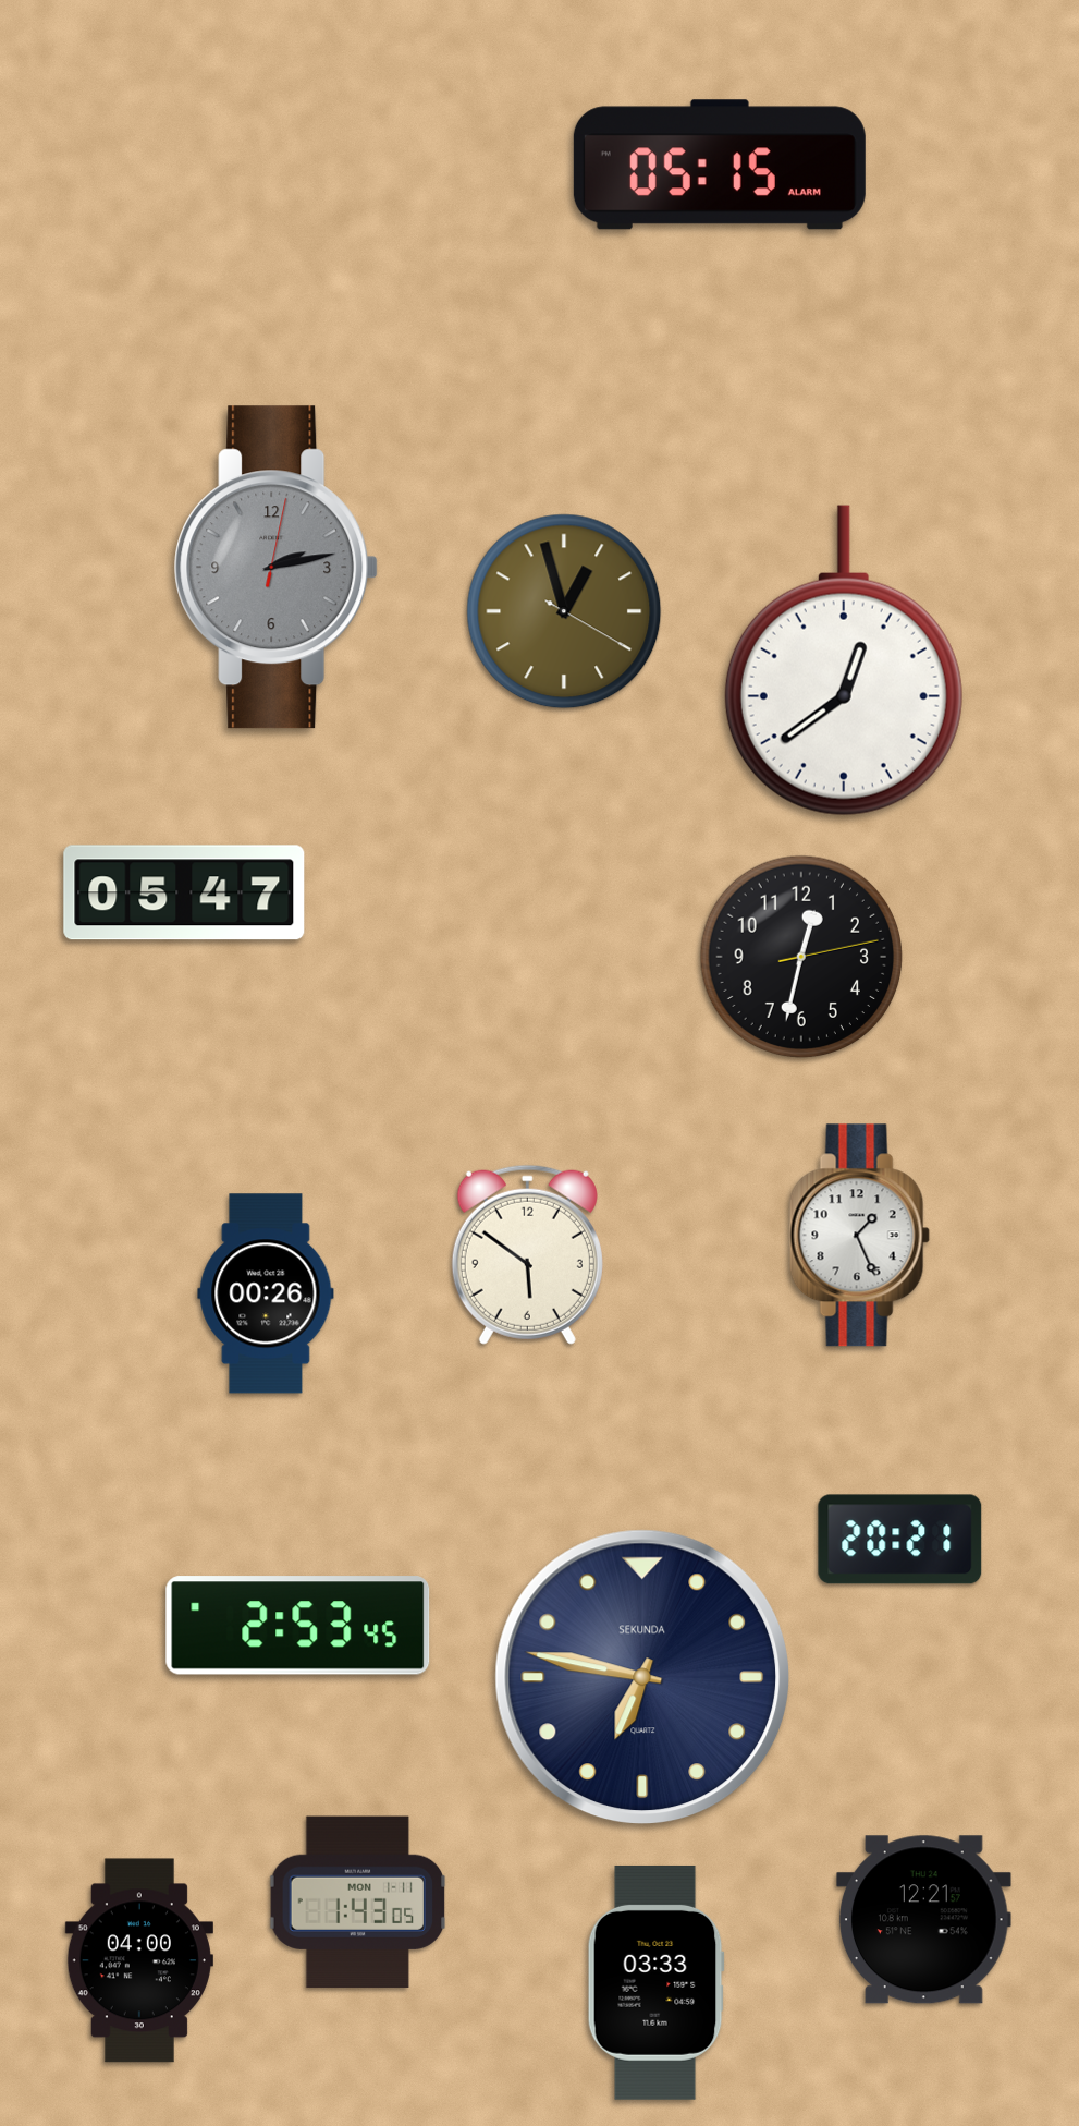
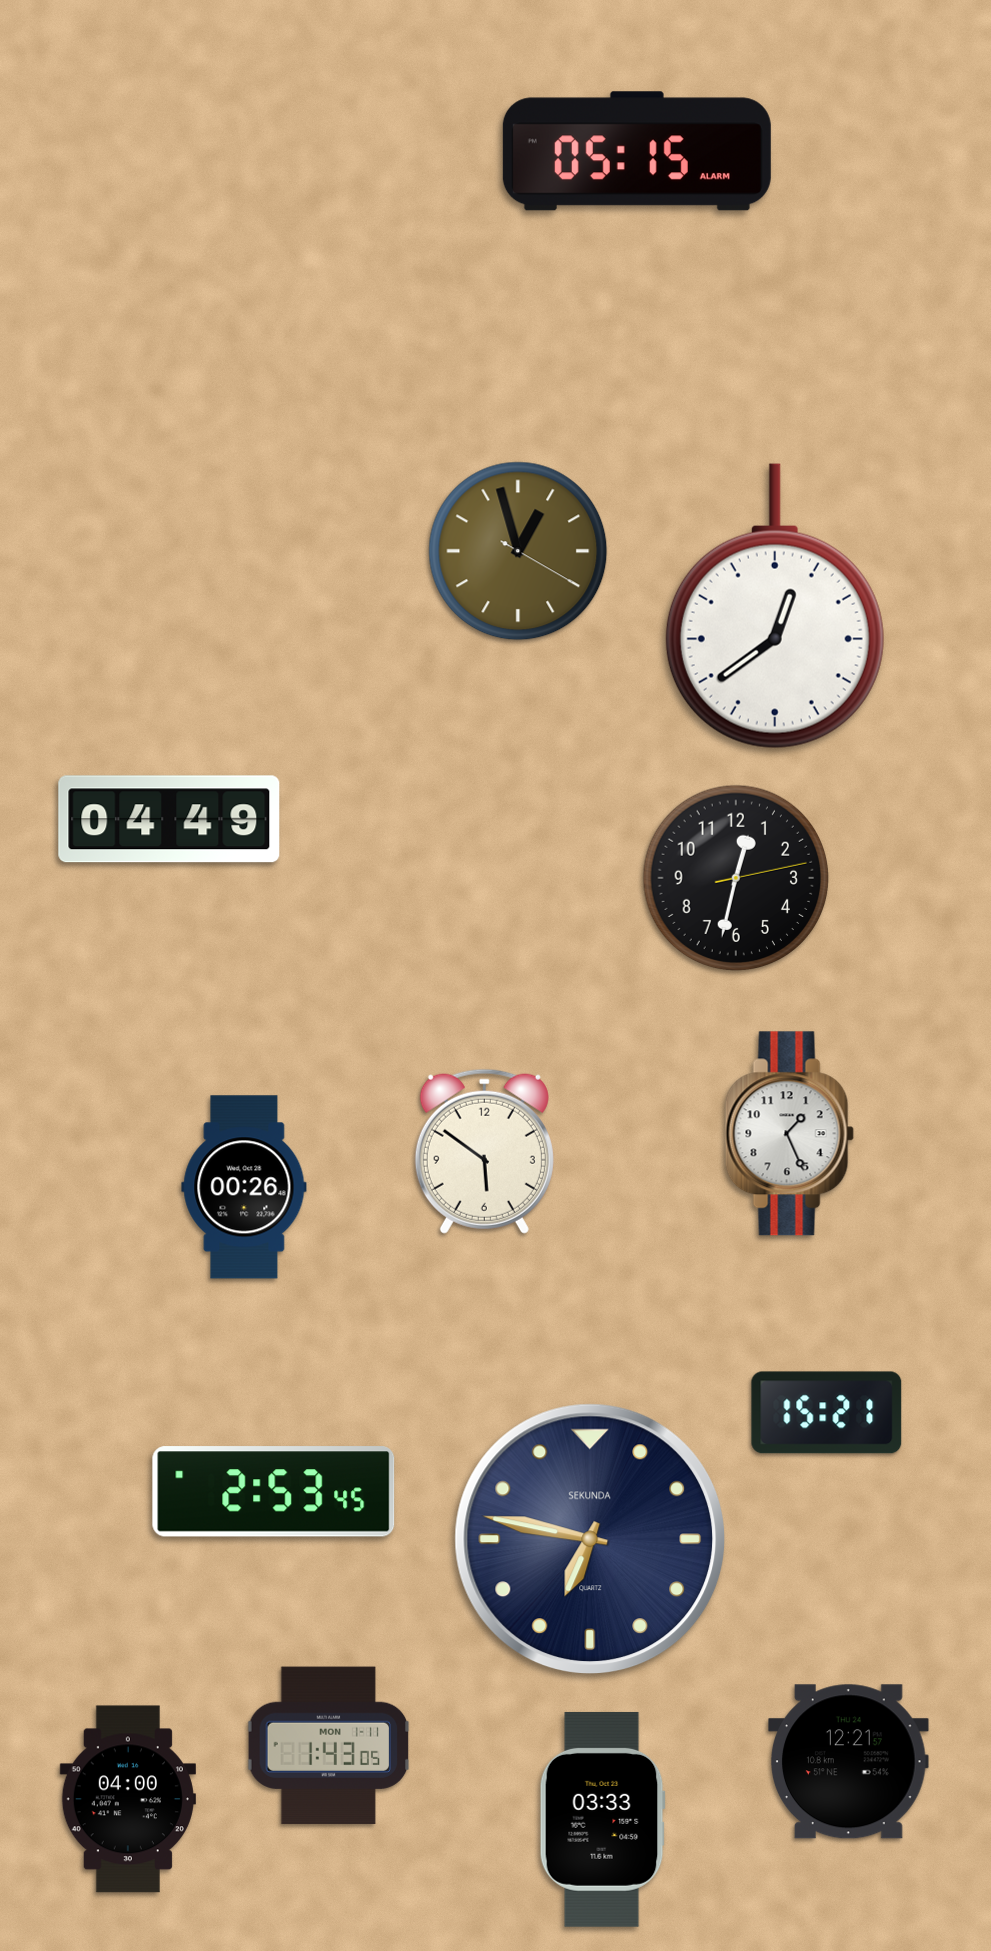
clock at (720, 165) position: (720, 165) -> (637, 151)
clock at (277, 568): 2:13 -> none
clock at (564, 611) position: (564, 611) -> (518, 551)
clock at (184, 892): 05:47 -> 04:49
clock at (900, 1540): 20:21 -> 15:21
